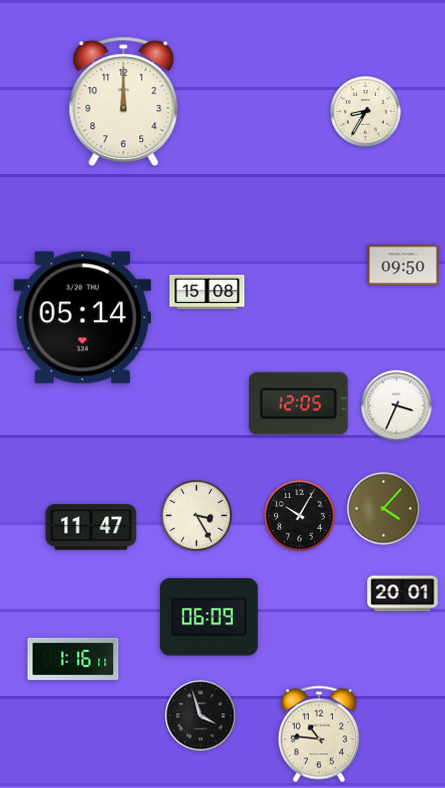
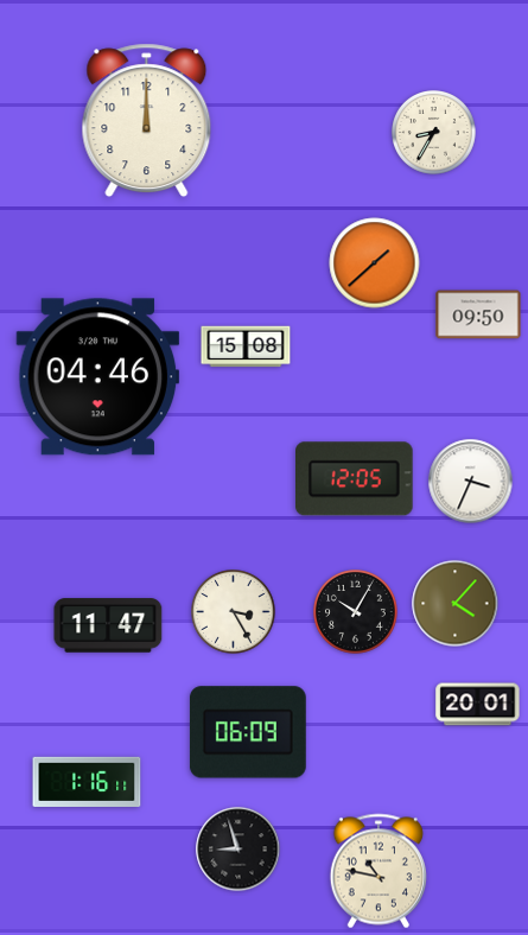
clock at (375, 263): none -> 1:38
clock at (83, 318): 05:14 -> 04:46
clock at (201, 716): 3:57 -> 8:57
clock at (319, 734): 10:46 -> 10:47
